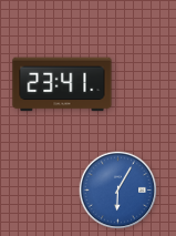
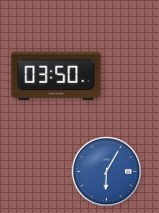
clock at (62, 84): 23:41 -> 03:50
